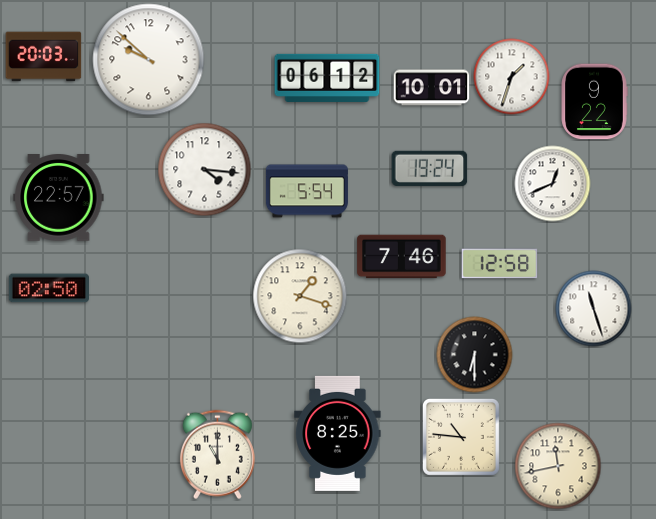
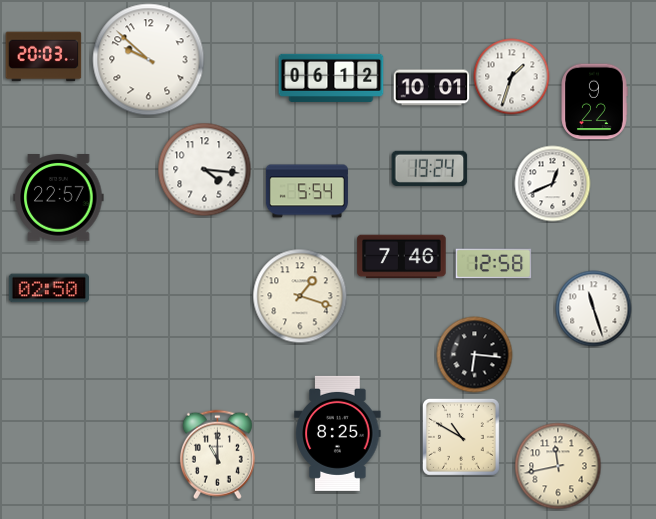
clock at (327, 78) position: (327, 78) -> (331, 78)
clock at (500, 264) position: (500, 264) -> (494, 264)
clock at (475, 355): 6:30 -> 6:16
clock at (461, 437): 10:46 -> 10:50
